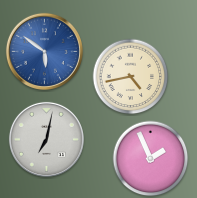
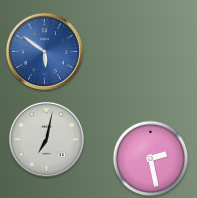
clock at (131, 77): 4:43 -> none
clock at (151, 159): 1:56 -> 2:28
